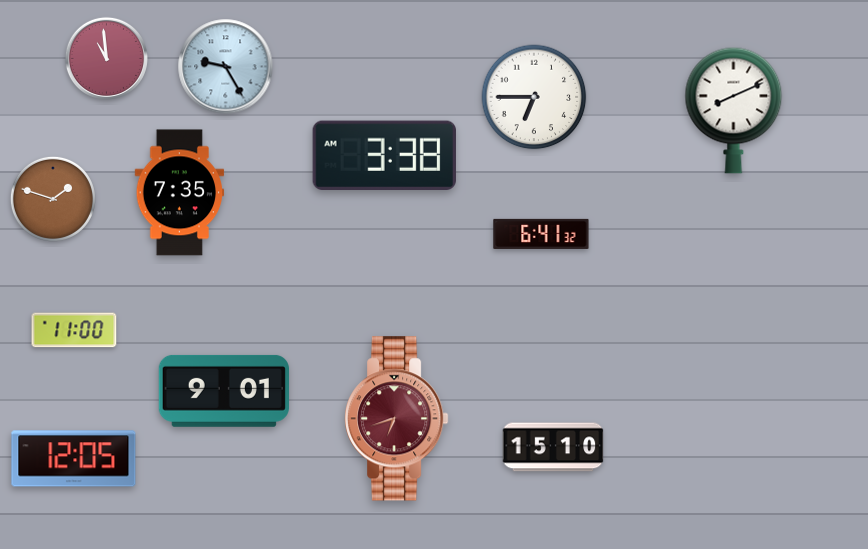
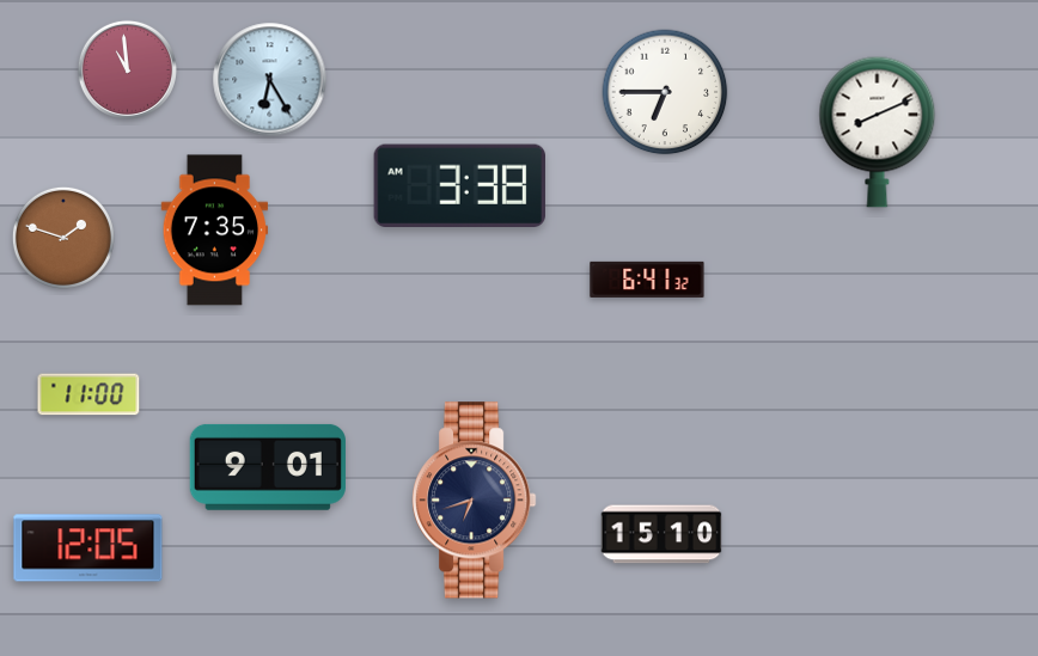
clock at (226, 67): 9:25 -> 6:25
clock at (534, 97) position: (534, 97) -> (665, 92)
clock at (397, 419) dial: burgundy -> navy
